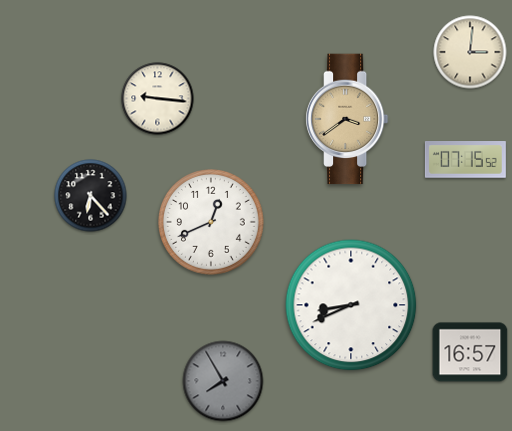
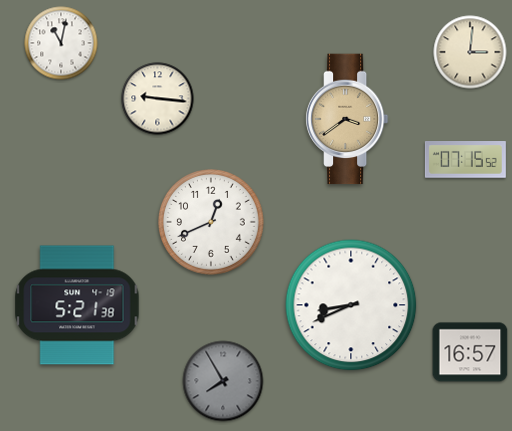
clock at (61, 43): none -> 11:02
clock at (91, 196): 6:23 -> none
clock at (77, 305): none -> 5:21
